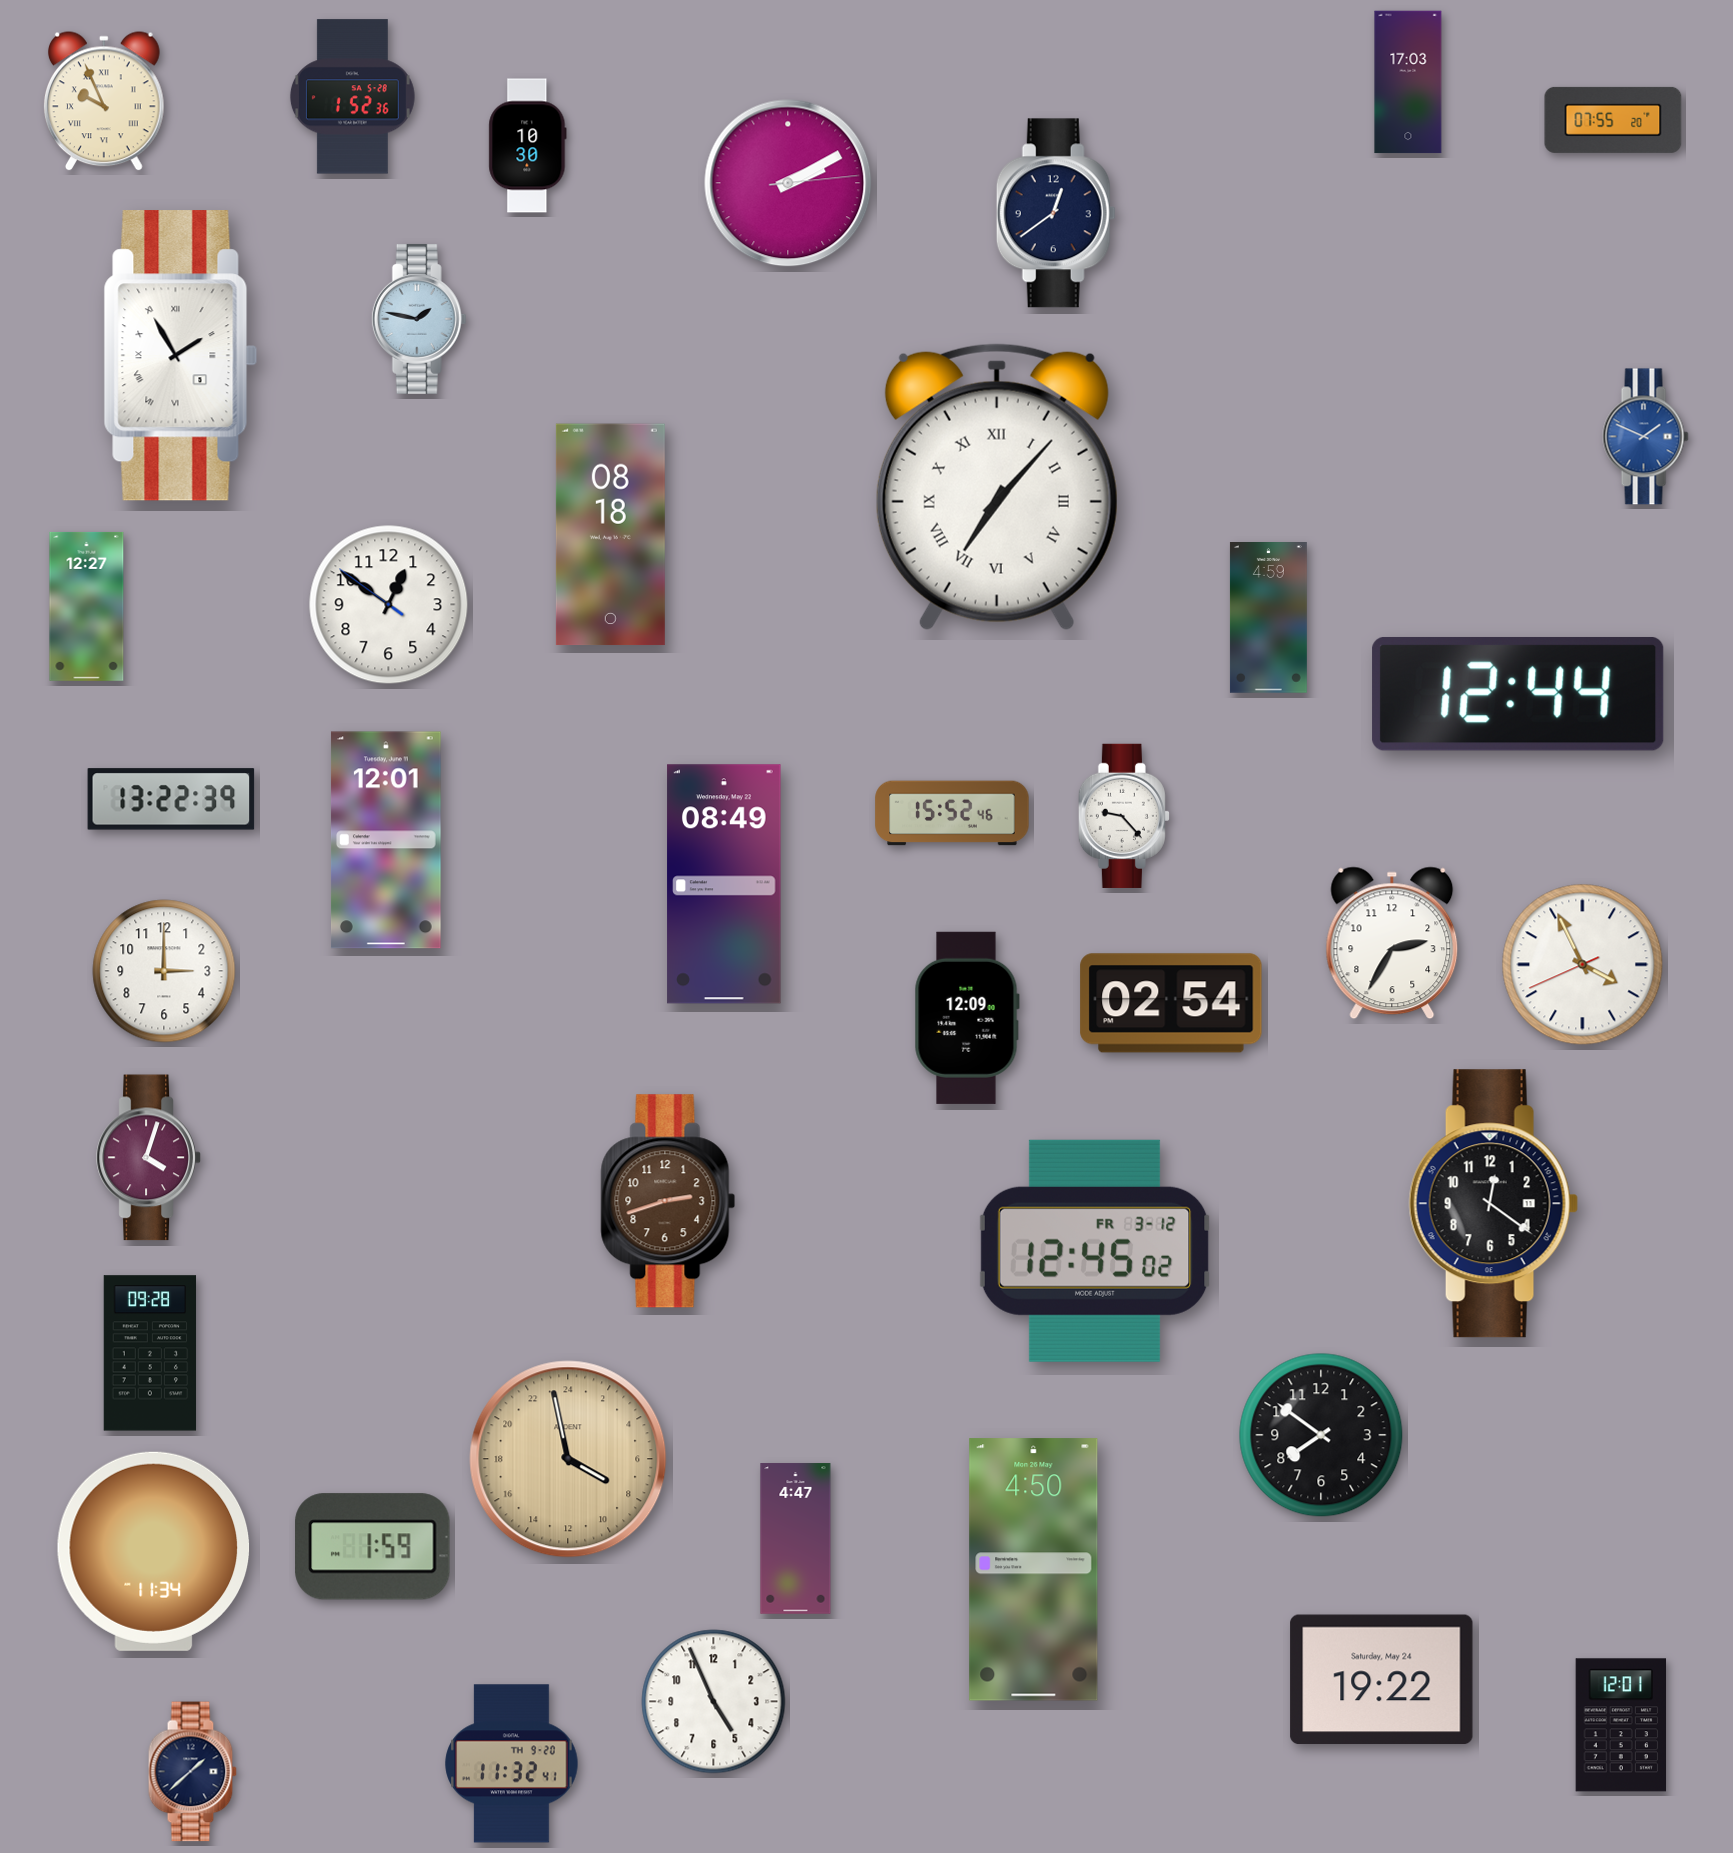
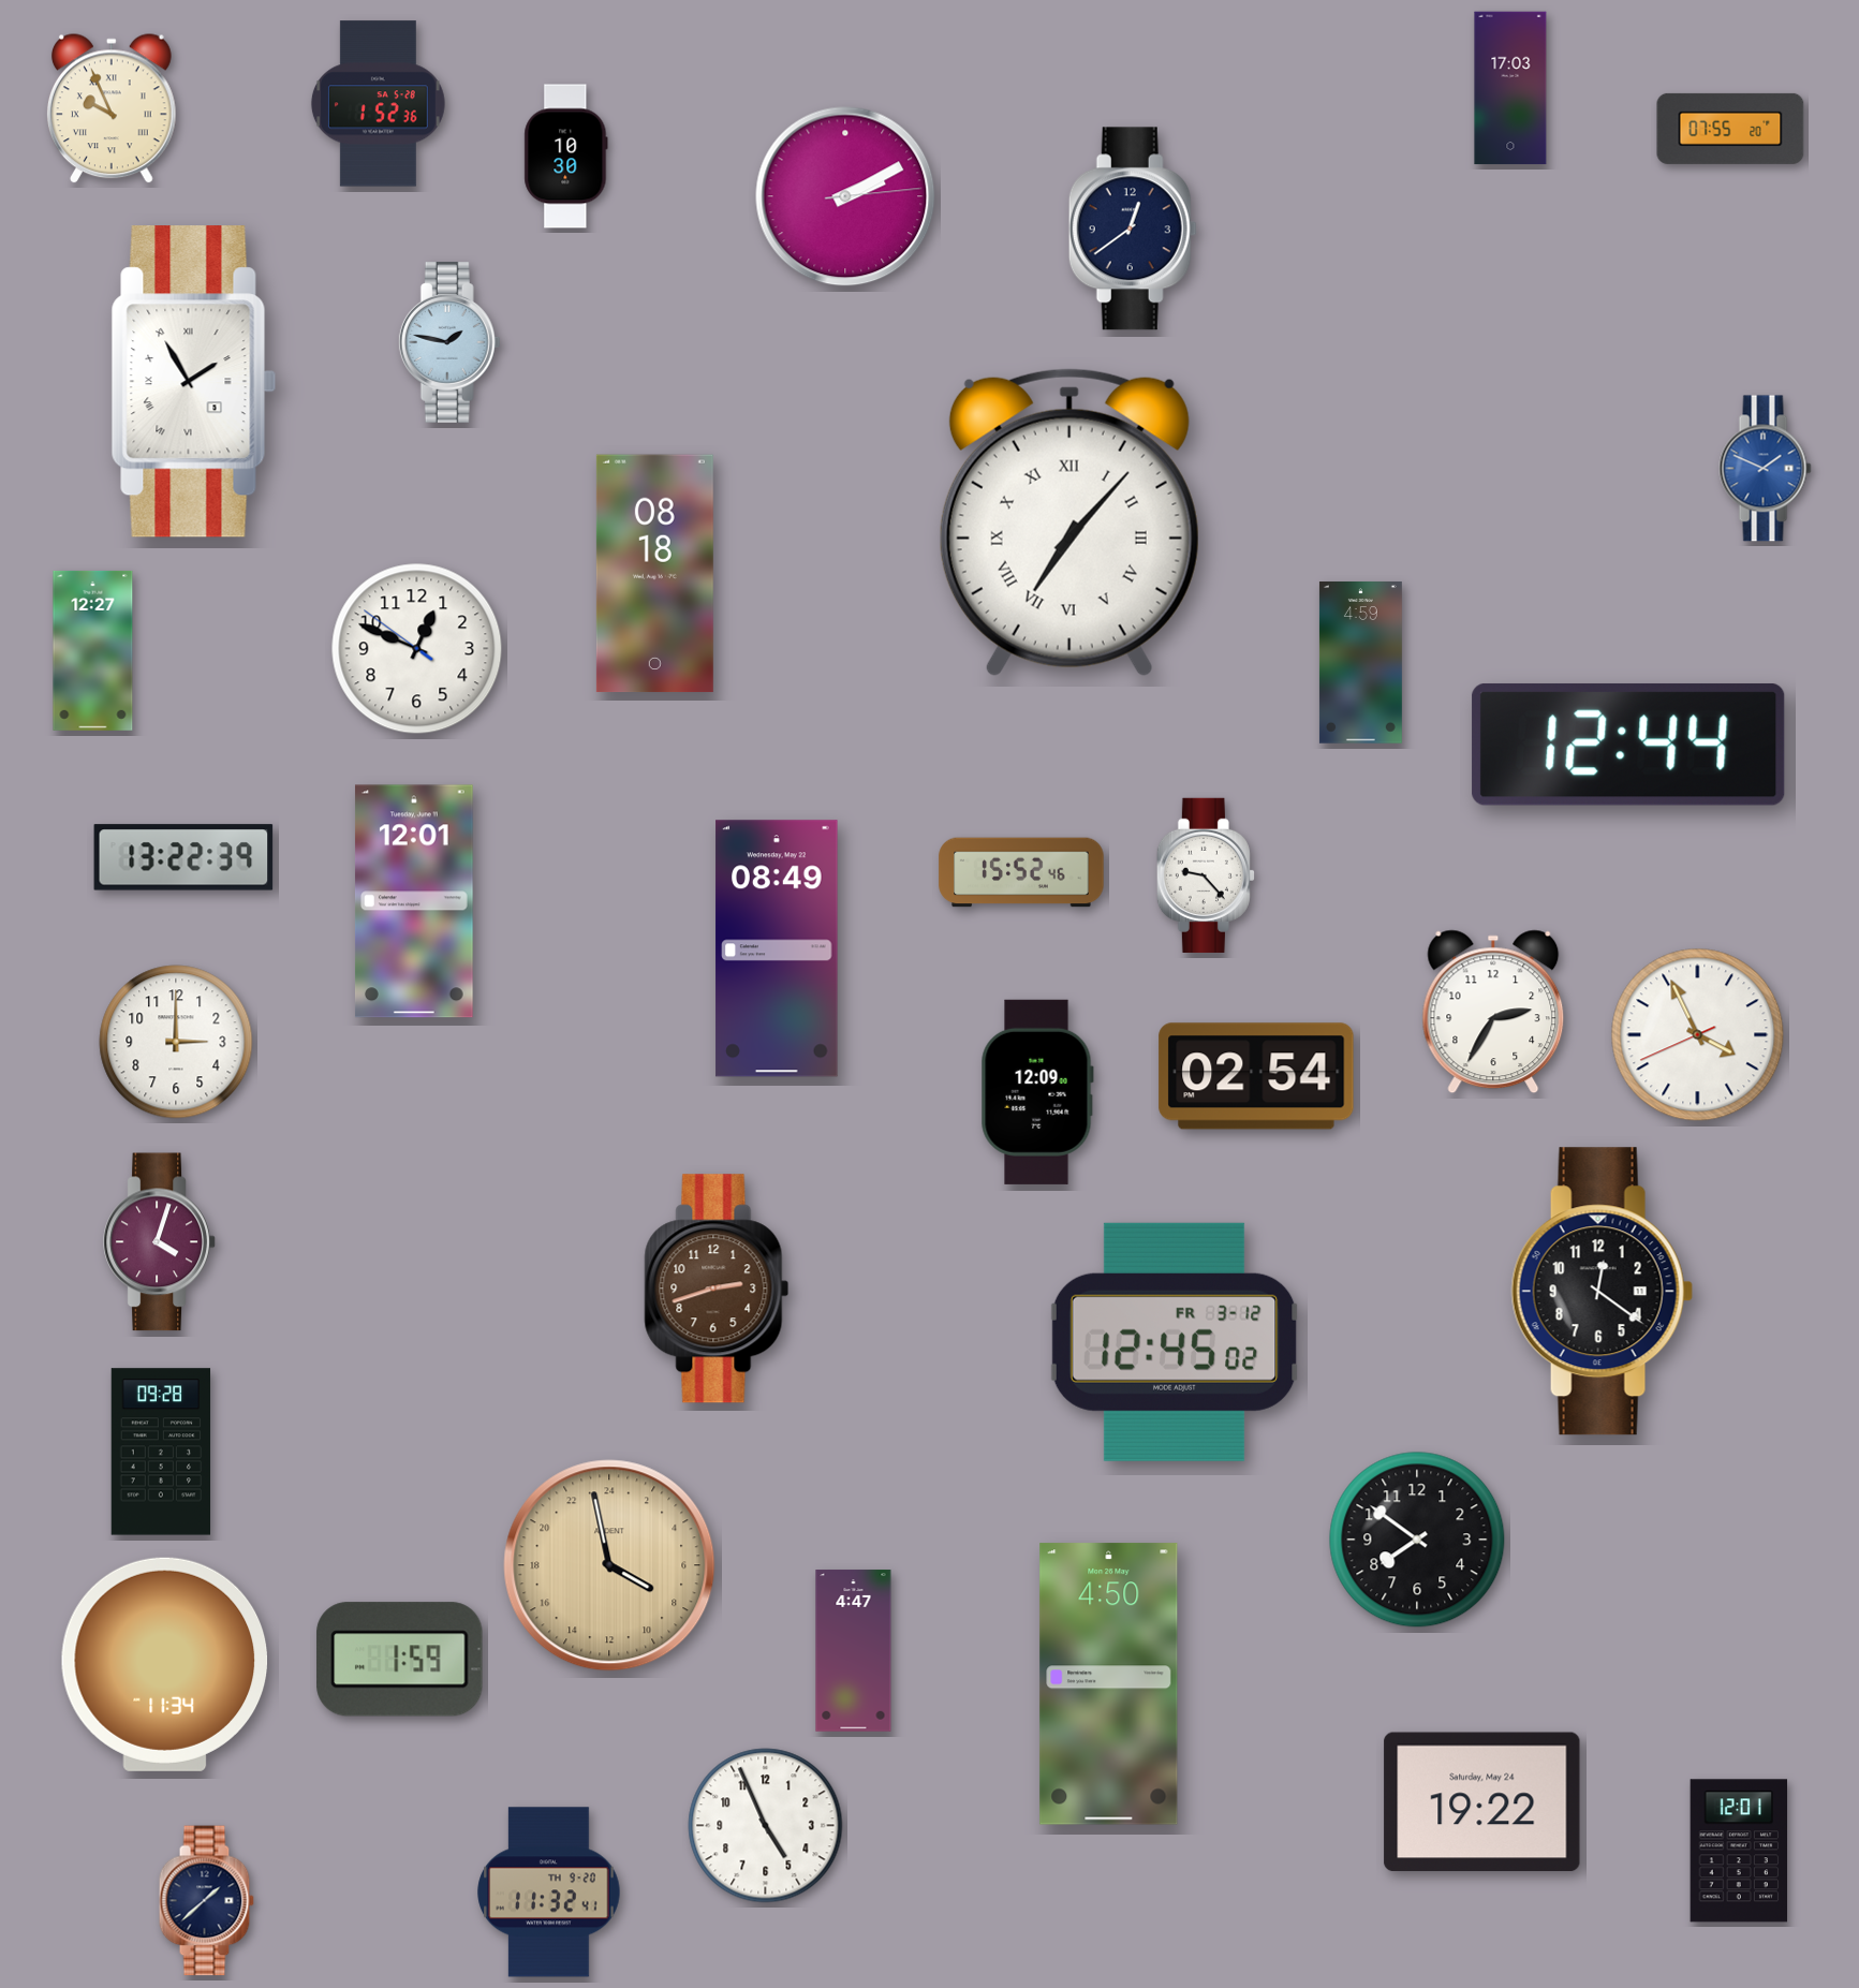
clock at (389, 605): 12:50 -> 12:48
